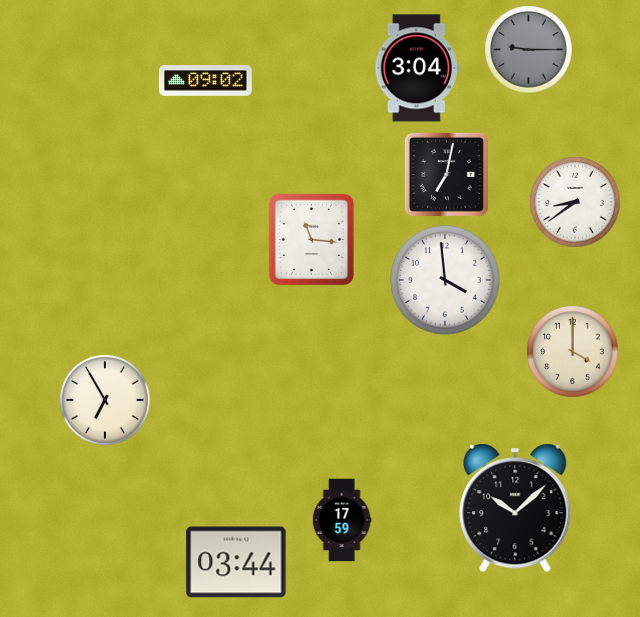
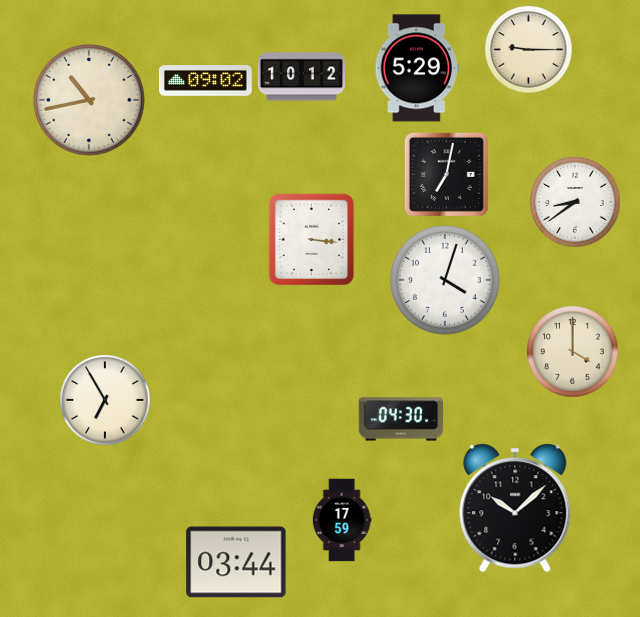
clock at (529, 50) dial: grey -> cream
clock at (416, 68): 3:04 -> 5:29
clock at (301, 77): none -> 10:12
clock at (90, 101): none -> 10:43
clock at (312, 240): 11:16 -> 3:16
clock at (445, 280): 3:59 -> 4:03
clock at (401, 419): none -> 04:30
